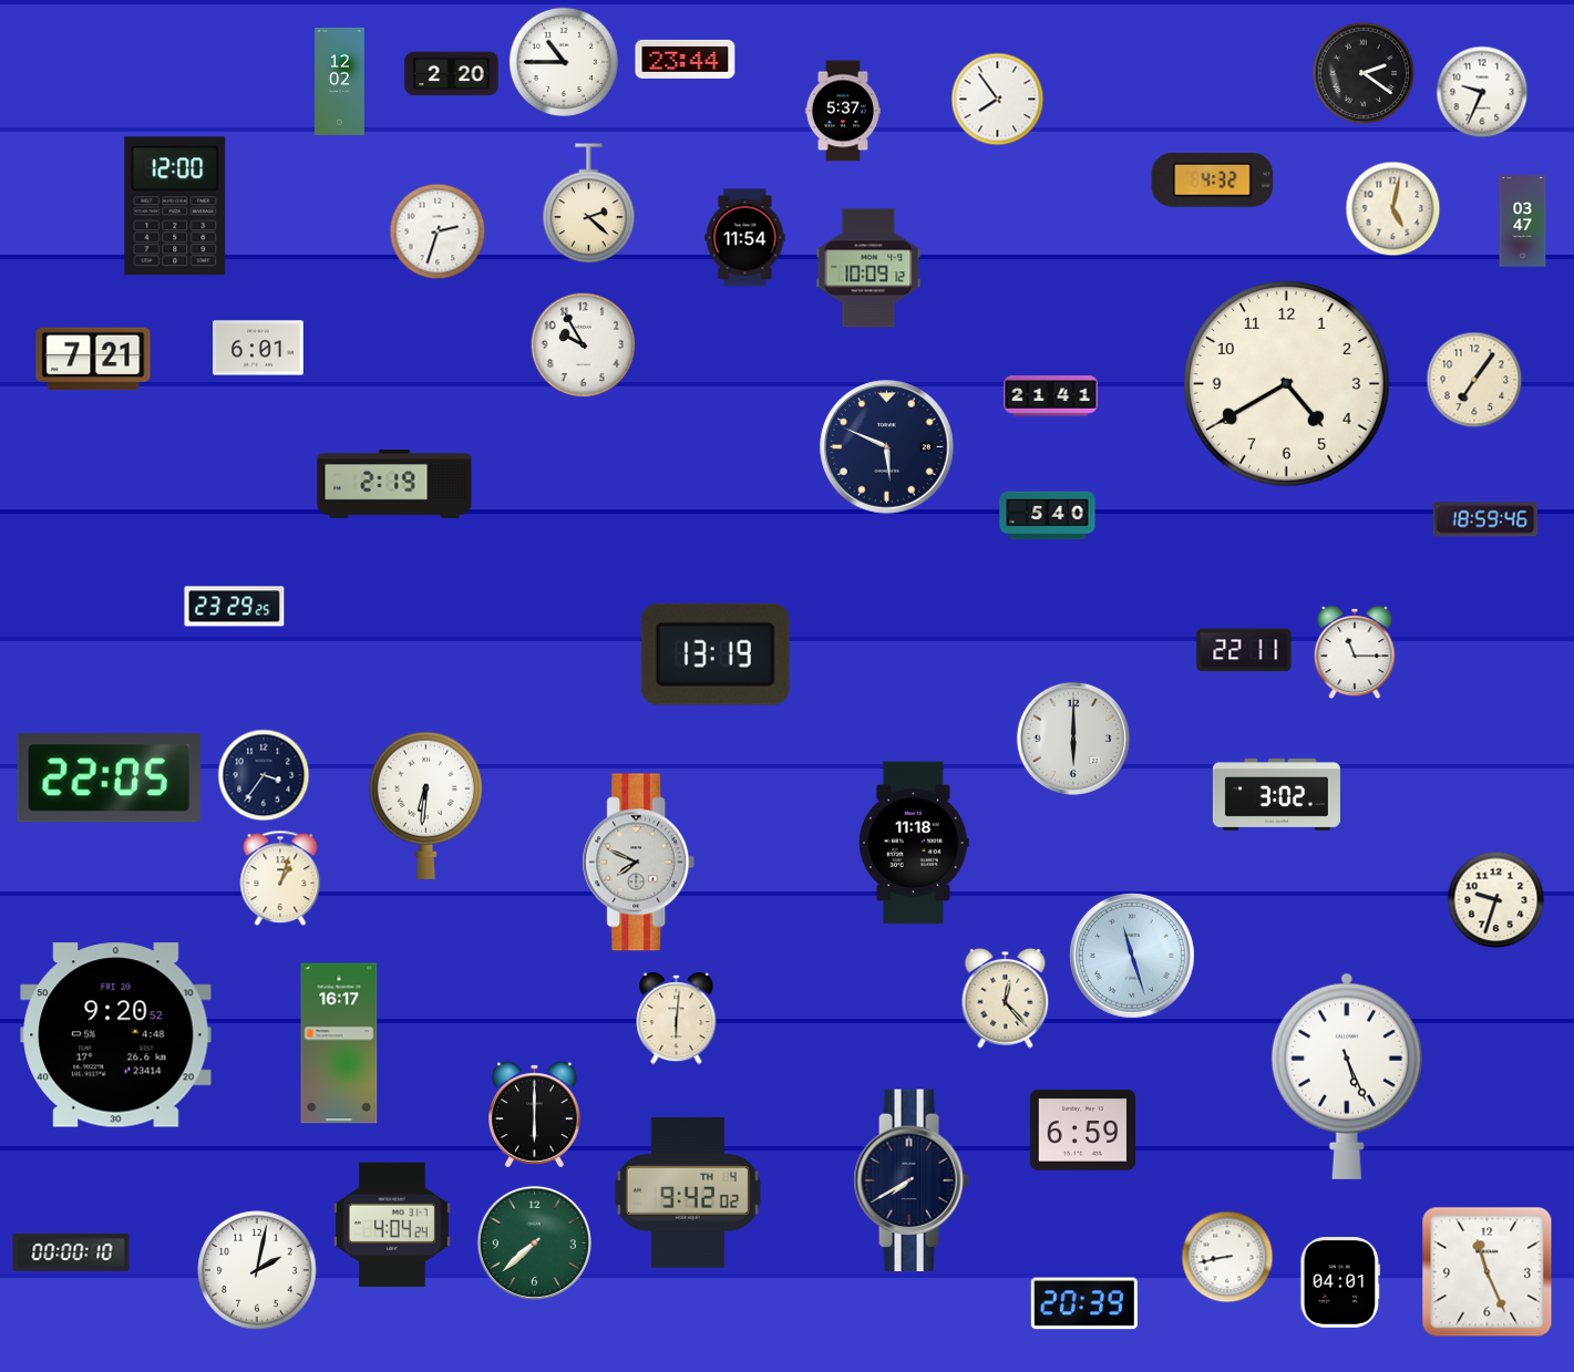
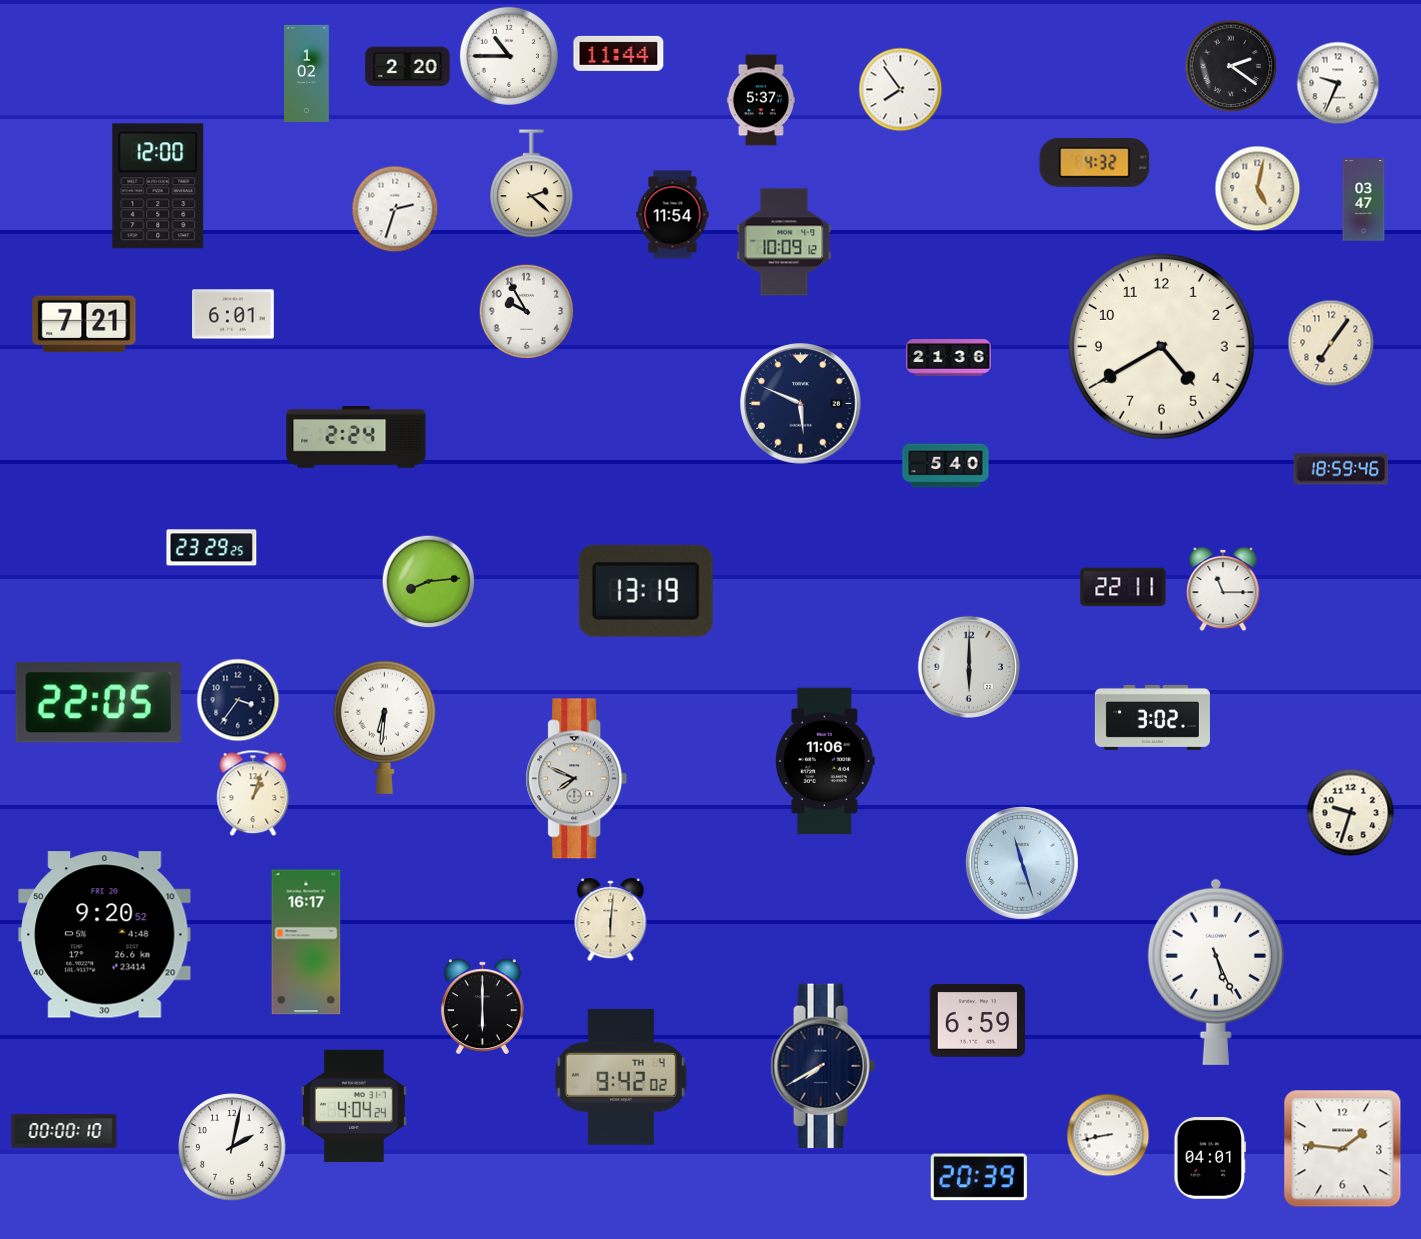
clock at (686, 59): 23:44 -> 11:44
clock at (340, 81): 12:02 -> 1:02
clock at (1523, 221) position: (1523, 221) -> (1364, 200)
clock at (1051, 396): 21:41 -> 21:36
clock at (394, 484): 2:19 -> 2:24
clock at (429, 582): none -> 8:14
clock at (914, 843): 11:18 -> 11:06
clock at (1006, 998): 12:23 -> none
clock at (534, 1242): 7:38 -> none
clock at (1488, 1272): 11:26 -> 1:46
